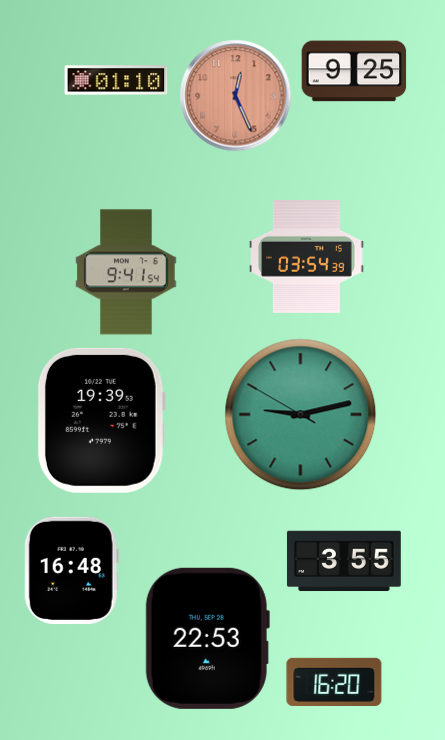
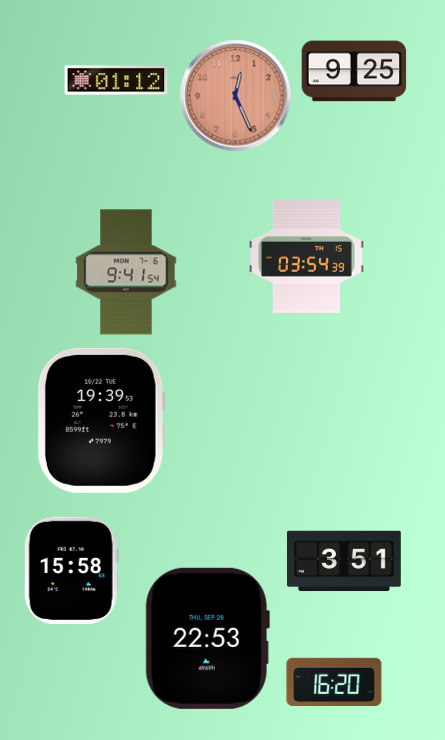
clock at (116, 80): 01:10 -> 01:12
clock at (301, 415): 9:12 -> none
clock at (344, 561): 3:55 -> 3:51
clock at (71, 570): 16:48 -> 15:58
